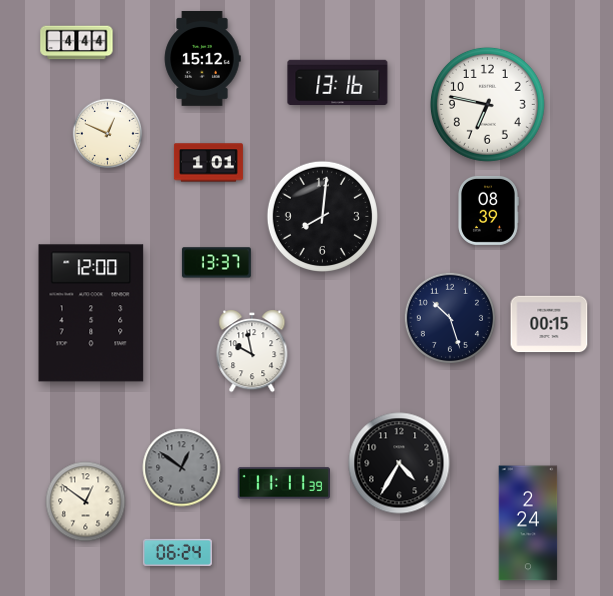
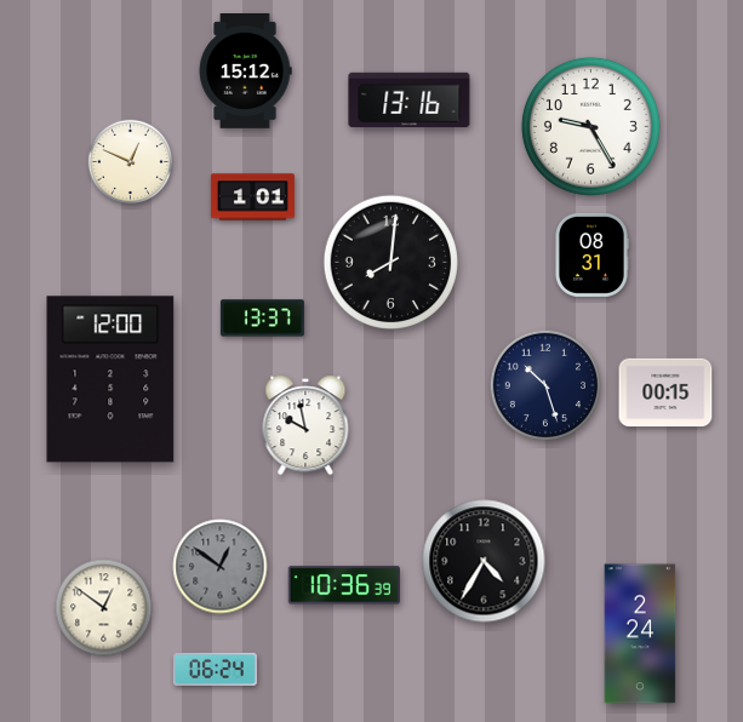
clock at (77, 43): 4:44 -> none
clock at (487, 104): 6:47 -> 9:25
clock at (488, 210): 08:39 -> 08:31
clock at (283, 483): 11:11 -> 10:36
